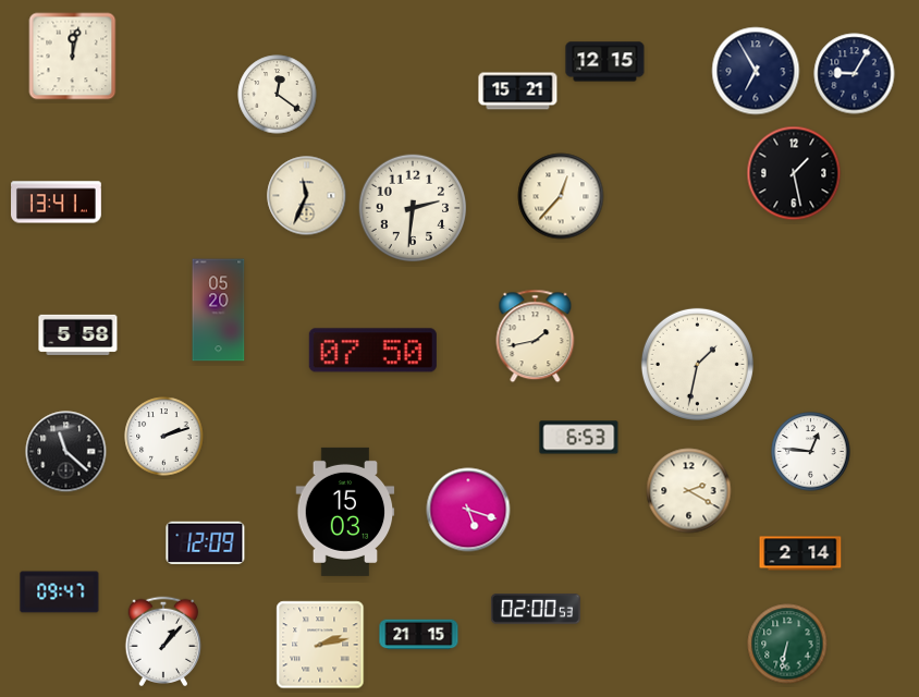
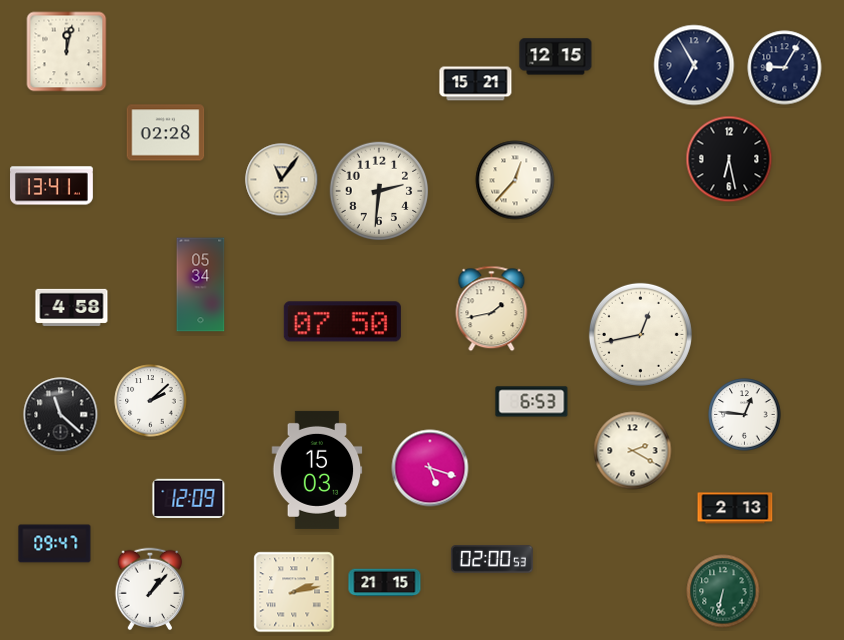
clock at (278, 95): 12:21 -> none
clock at (166, 133): none -> 02:28
clock at (794, 173): 1:28 -> 6:28
clock at (307, 196): 11:34 -> 11:06
clock at (219, 310): 05:20 -> 05:34
clock at (78, 334): 5:58 -> 4:58
clock at (697, 364): 1:32 -> 12:43
clock at (164, 437): 2:12 -> 2:08
clock at (800, 553): 2:14 -> 2:13
